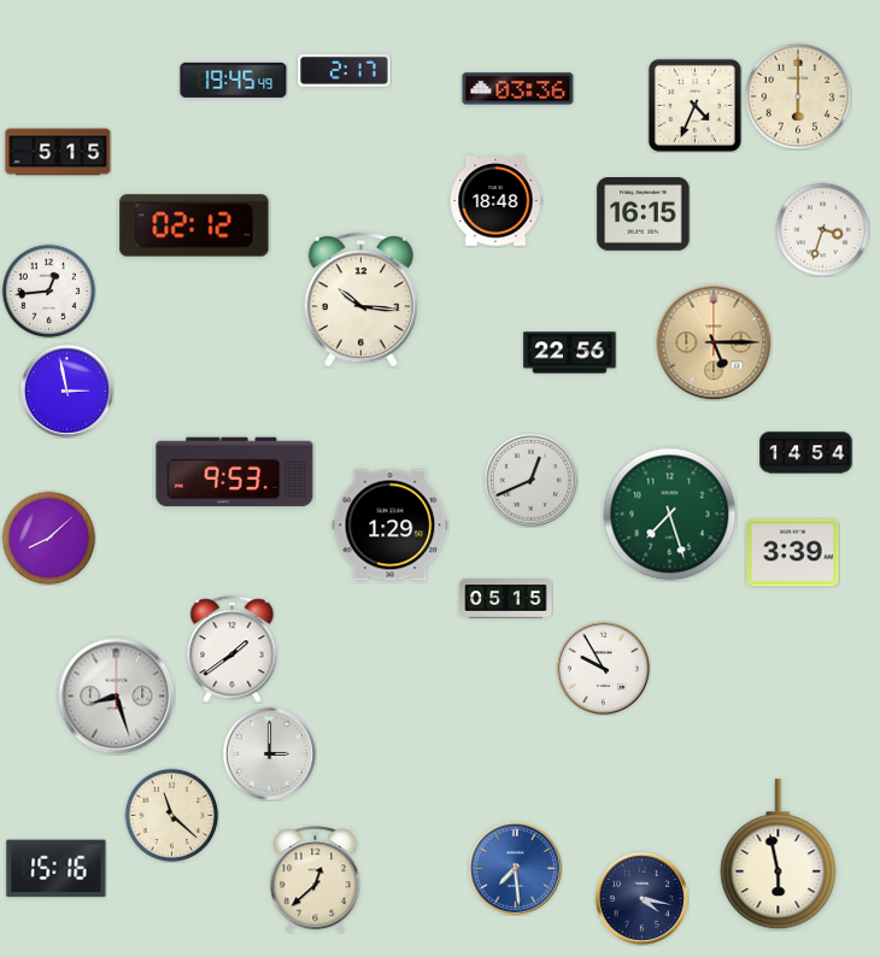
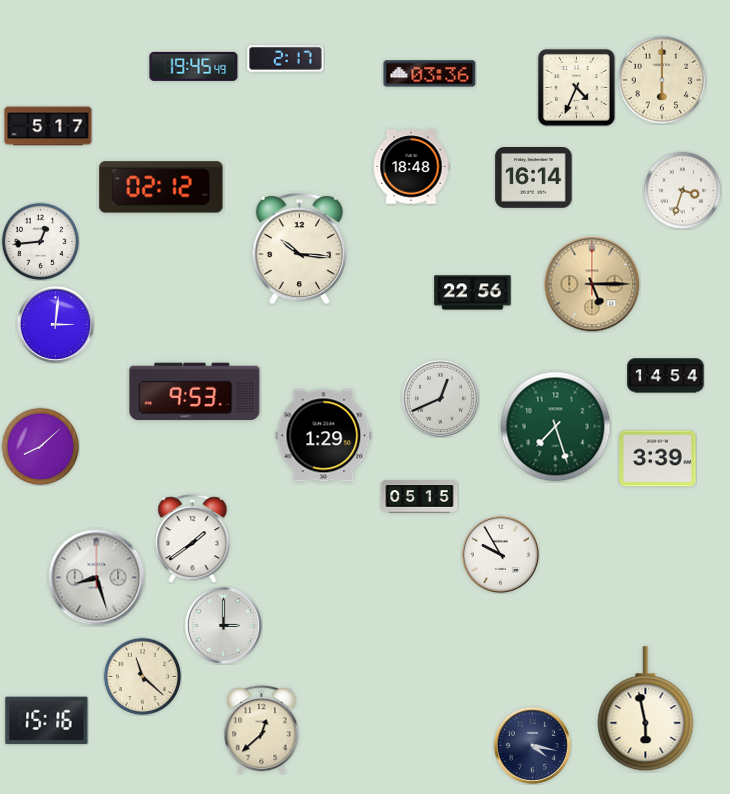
clock at (58, 152): 5:15 -> 5:17
clock at (644, 215): 16:15 -> 16:14
clock at (66, 391): 2:58 -> 3:01
clock at (806, 453) position: (806, 453) -> (666, 376)
clock at (515, 868): 7:29 -> none
